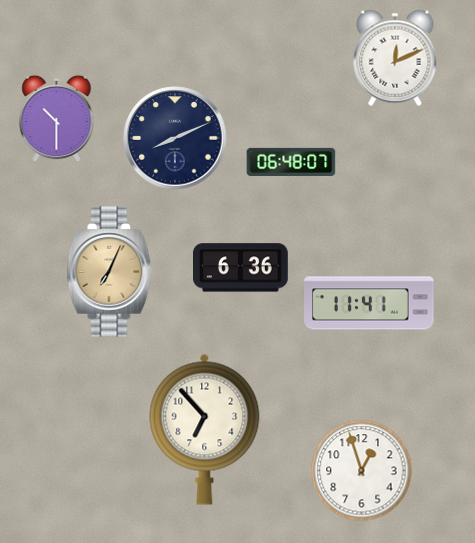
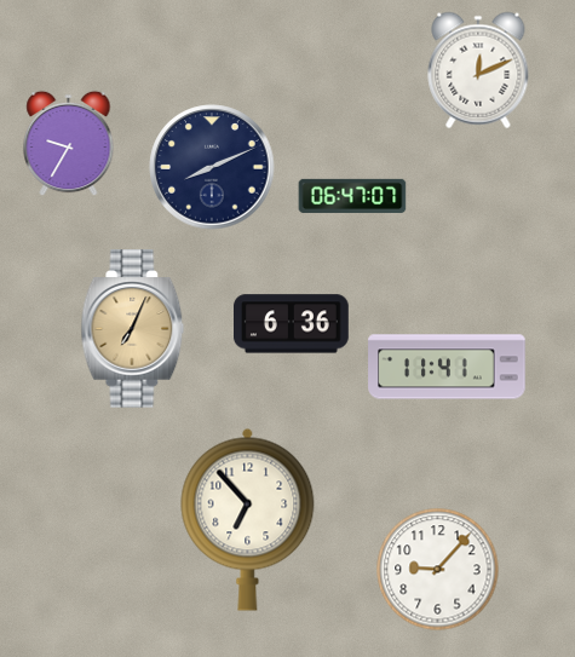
clock at (57, 119): 10:30 -> 9:35
clock at (291, 162): 06:48 -> 06:47
clock at (362, 471): 12:57 -> 9:07
